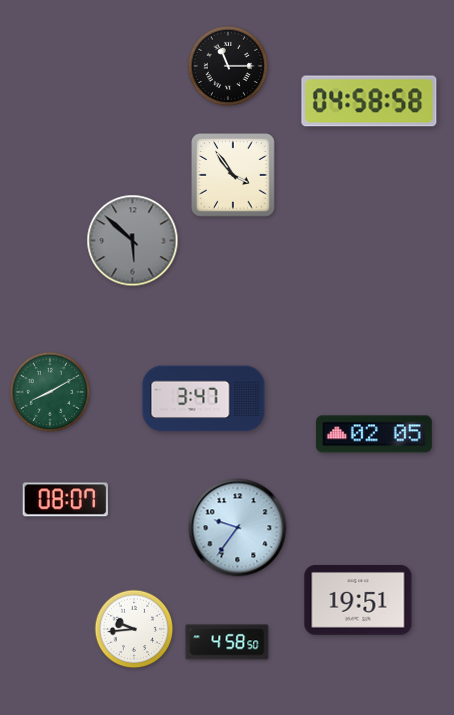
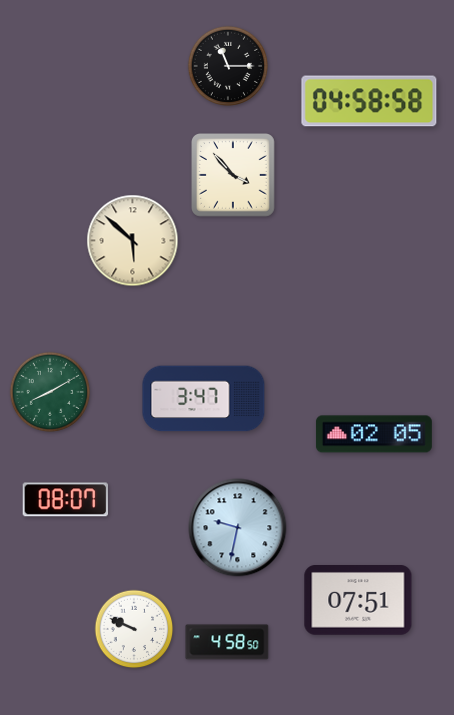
clock at (234, 176): 3:54 -> 3:53
clock at (133, 241) dial: grey -> cream
clock at (238, 528): 9:36 -> 9:32
clock at (358, 601): 19:51 -> 07:51
clock at (134, 629): 9:44 -> 9:49
